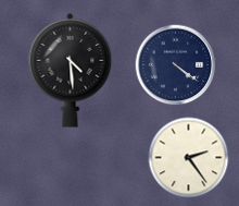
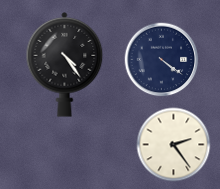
clock at (71, 71): 4:29 -> 4:24
